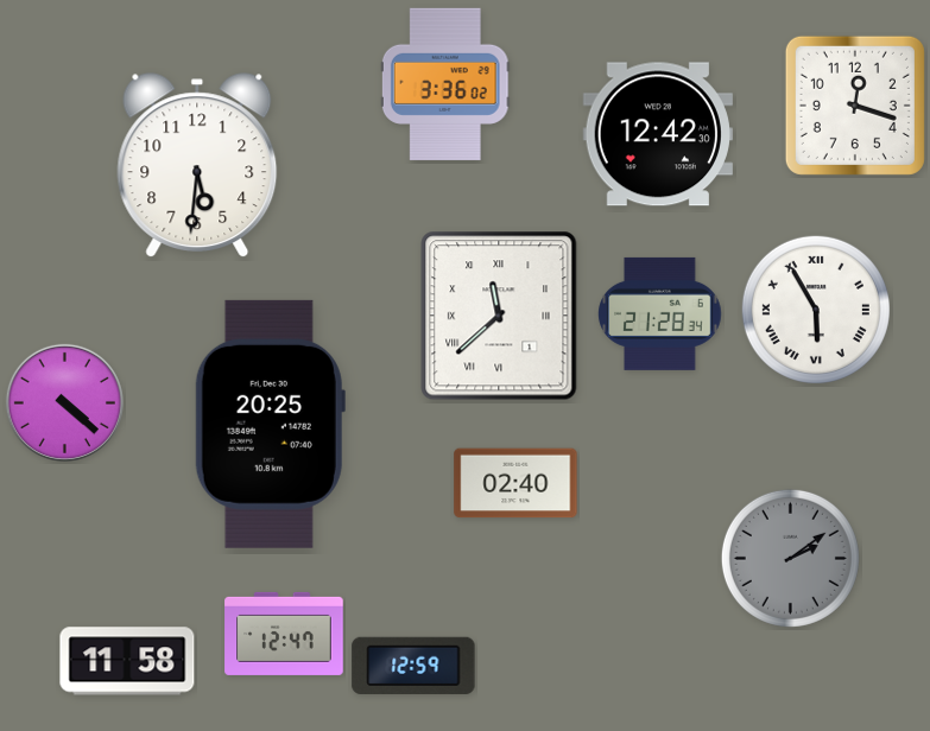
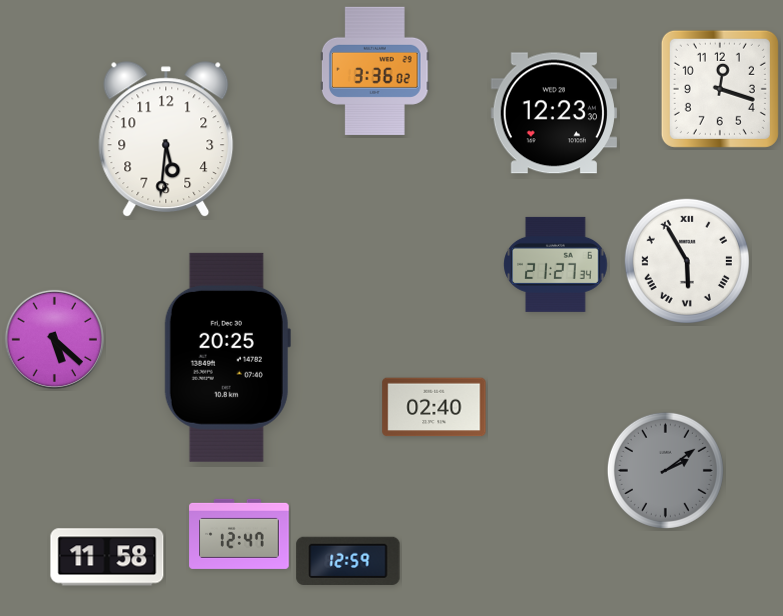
clock at (658, 134): 12:42 -> 12:23
clock at (660, 313): 21:28 -> 21:27
clock at (499, 316): 11:38 -> none
clock at (64, 402): 4:22 -> 5:22
